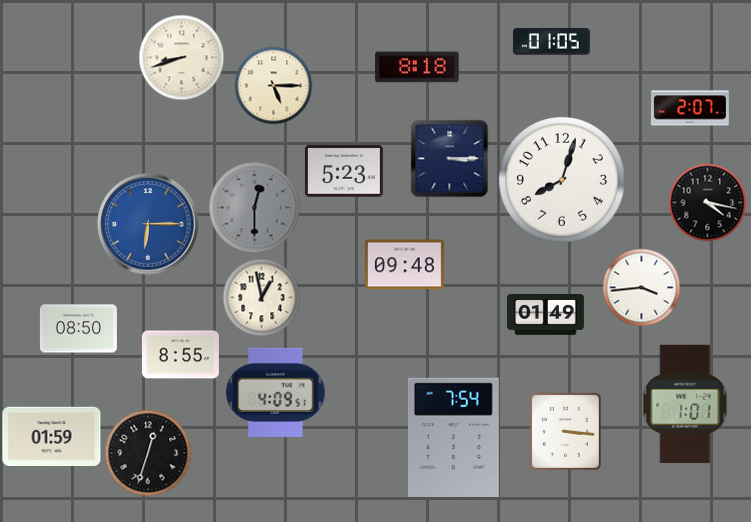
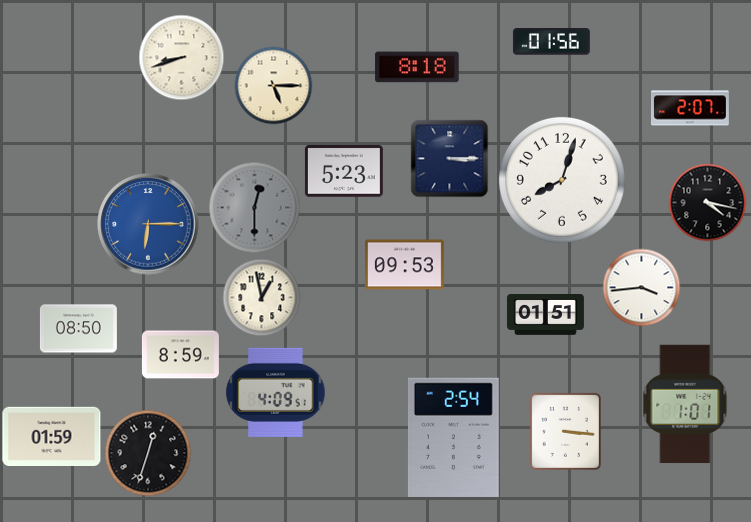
clock at (551, 42): 01:05 -> 01:56
clock at (404, 265): 09:48 -> 09:53
clock at (545, 315): 01:49 -> 01:51
clock at (180, 355): 8:55 -> 8:59
clock at (453, 437): 7:54 -> 2:54
